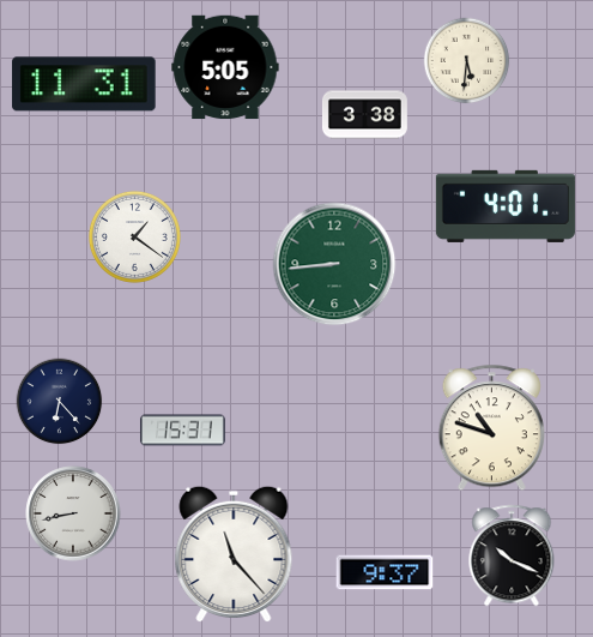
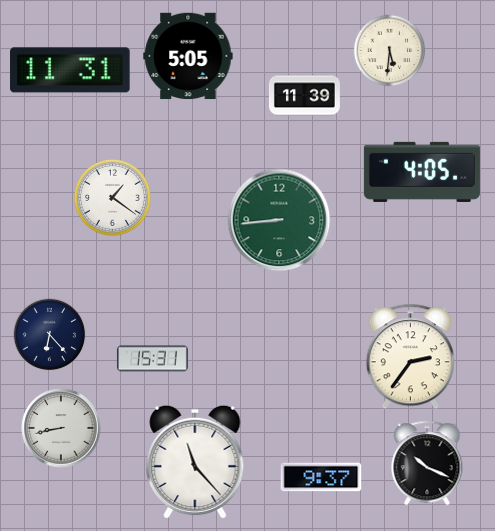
clock at (364, 115): 3:38 -> 11:39
clock at (506, 206): 4:01 -> 4:05
clock at (491, 428): 10:48 -> 2:36
